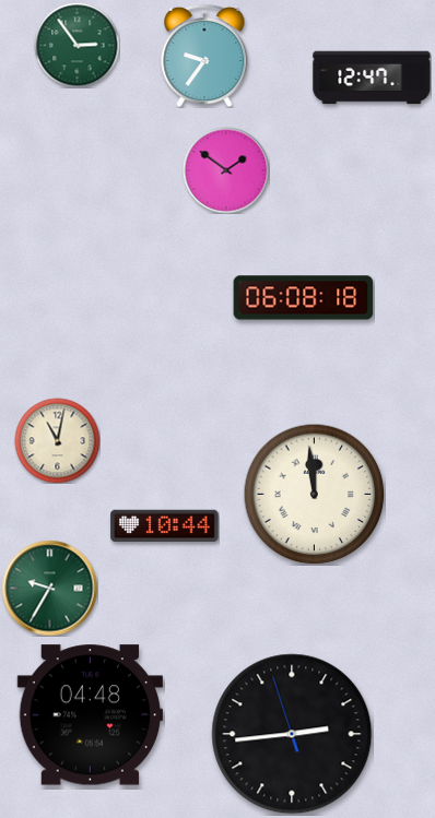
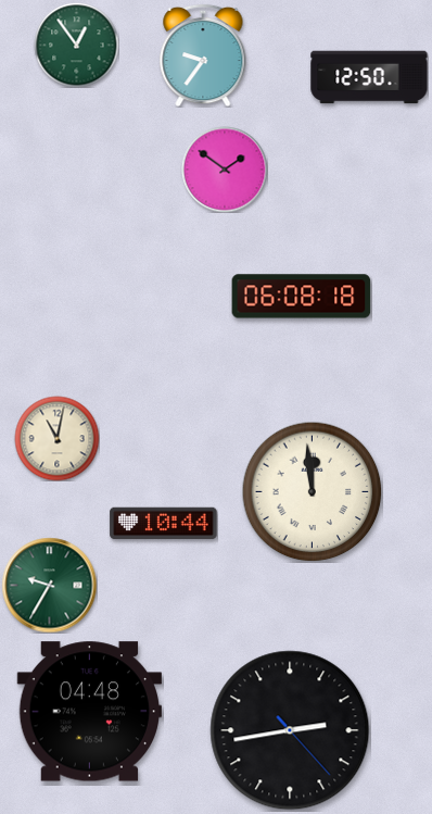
clock at (77, 45): 2:54 -> 12:54
clock at (372, 78): 12:47 -> 12:50
clock at (292, 734): 2:43:57 -> 2:43:23
